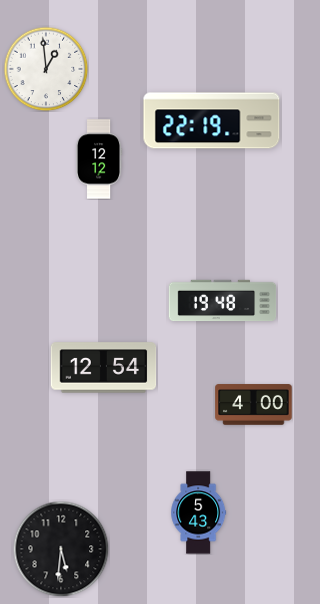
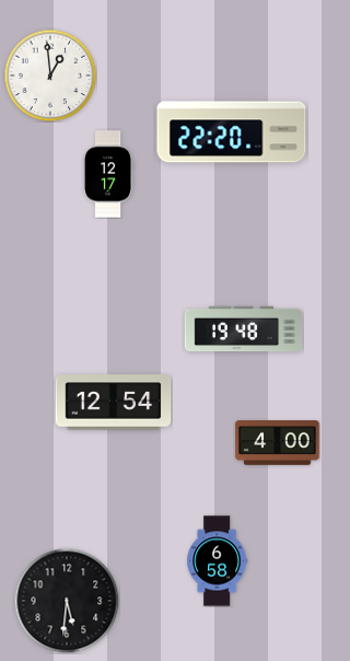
clock at (212, 121): 22:19 -> 22:20
clock at (99, 159): 12:12 -> 12:17
clock at (199, 513): 5:43 -> 6:58
